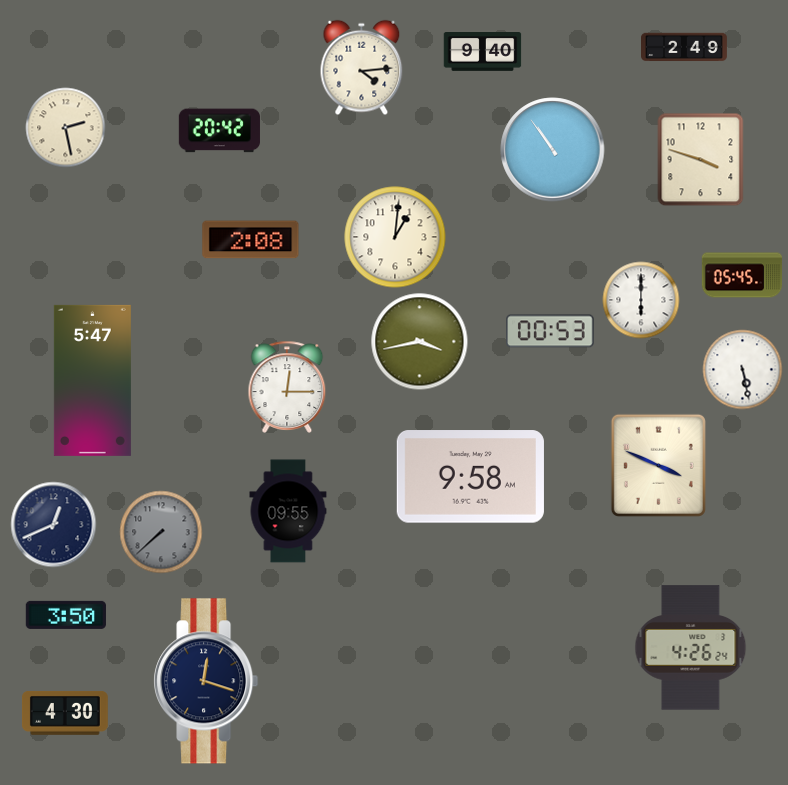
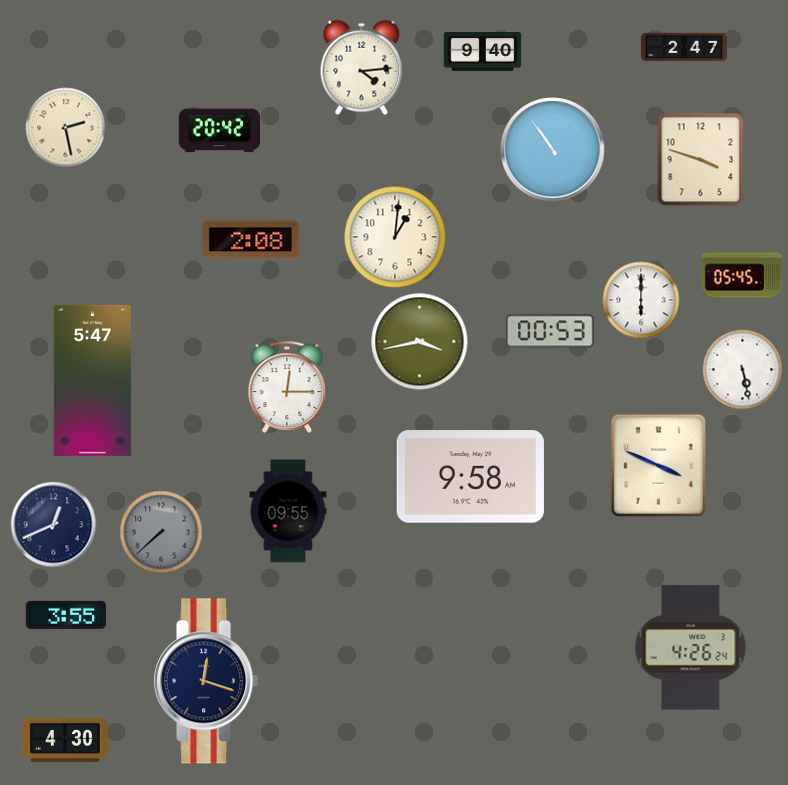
clock at (685, 47): 2:49 -> 2:47
clock at (65, 615): 3:50 -> 3:55
clock at (65, 713) position: (65, 713) -> (65, 740)
